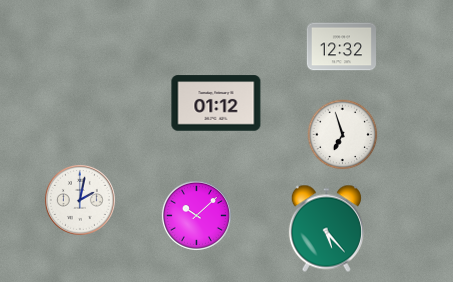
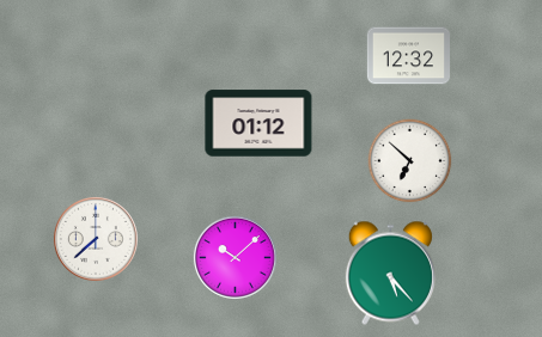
clock at (343, 135): 6:57 -> 6:52
clock at (80, 200): 2:02 -> 7:38
